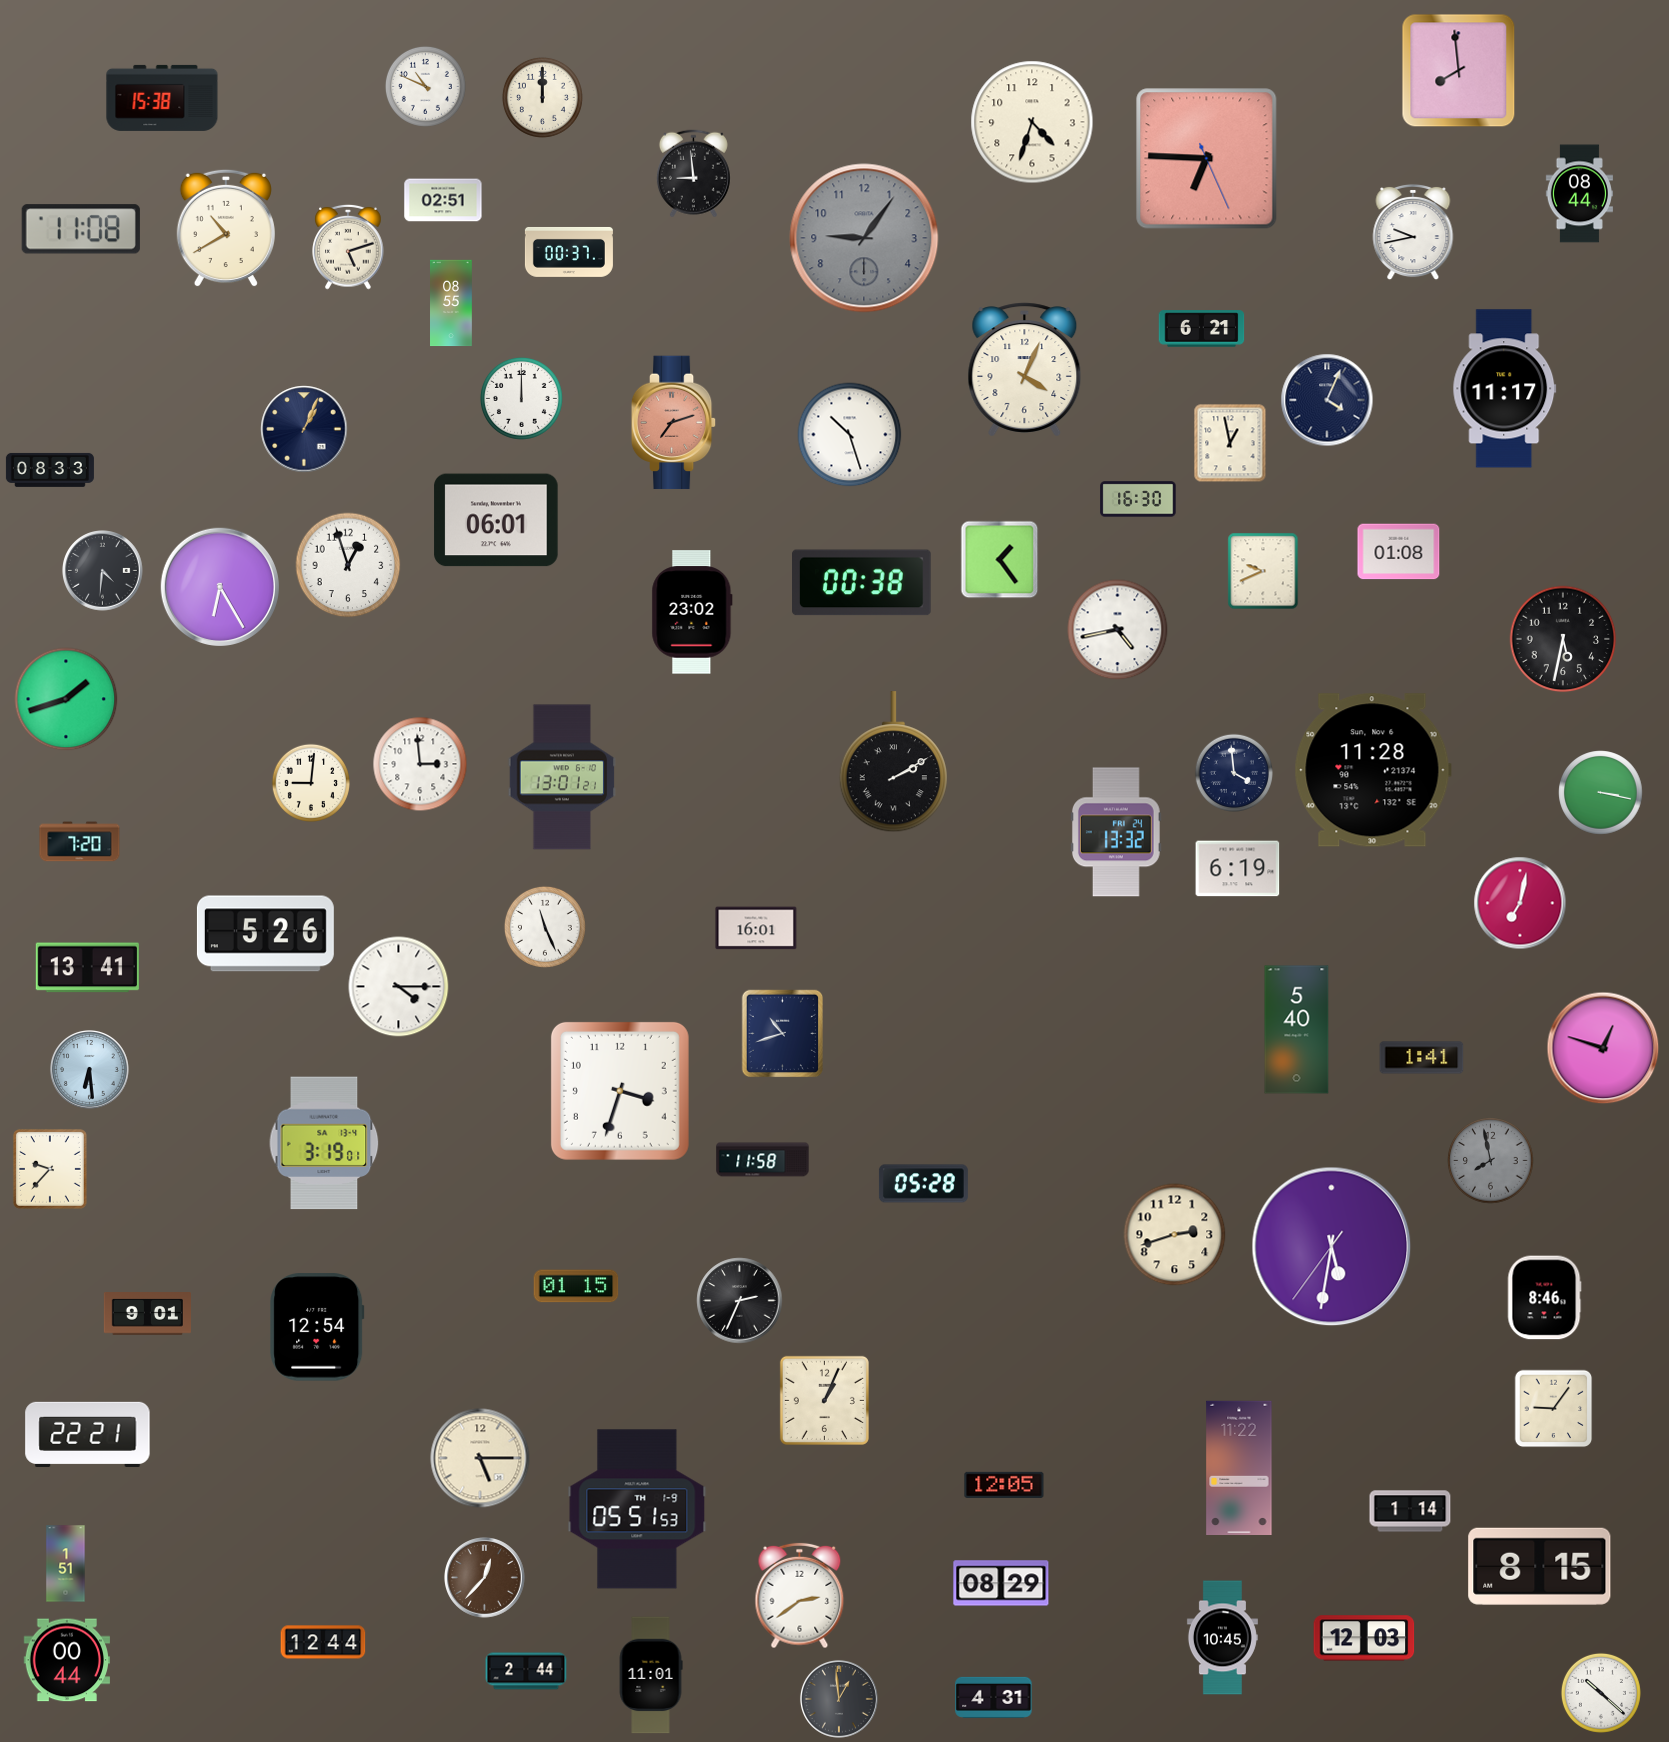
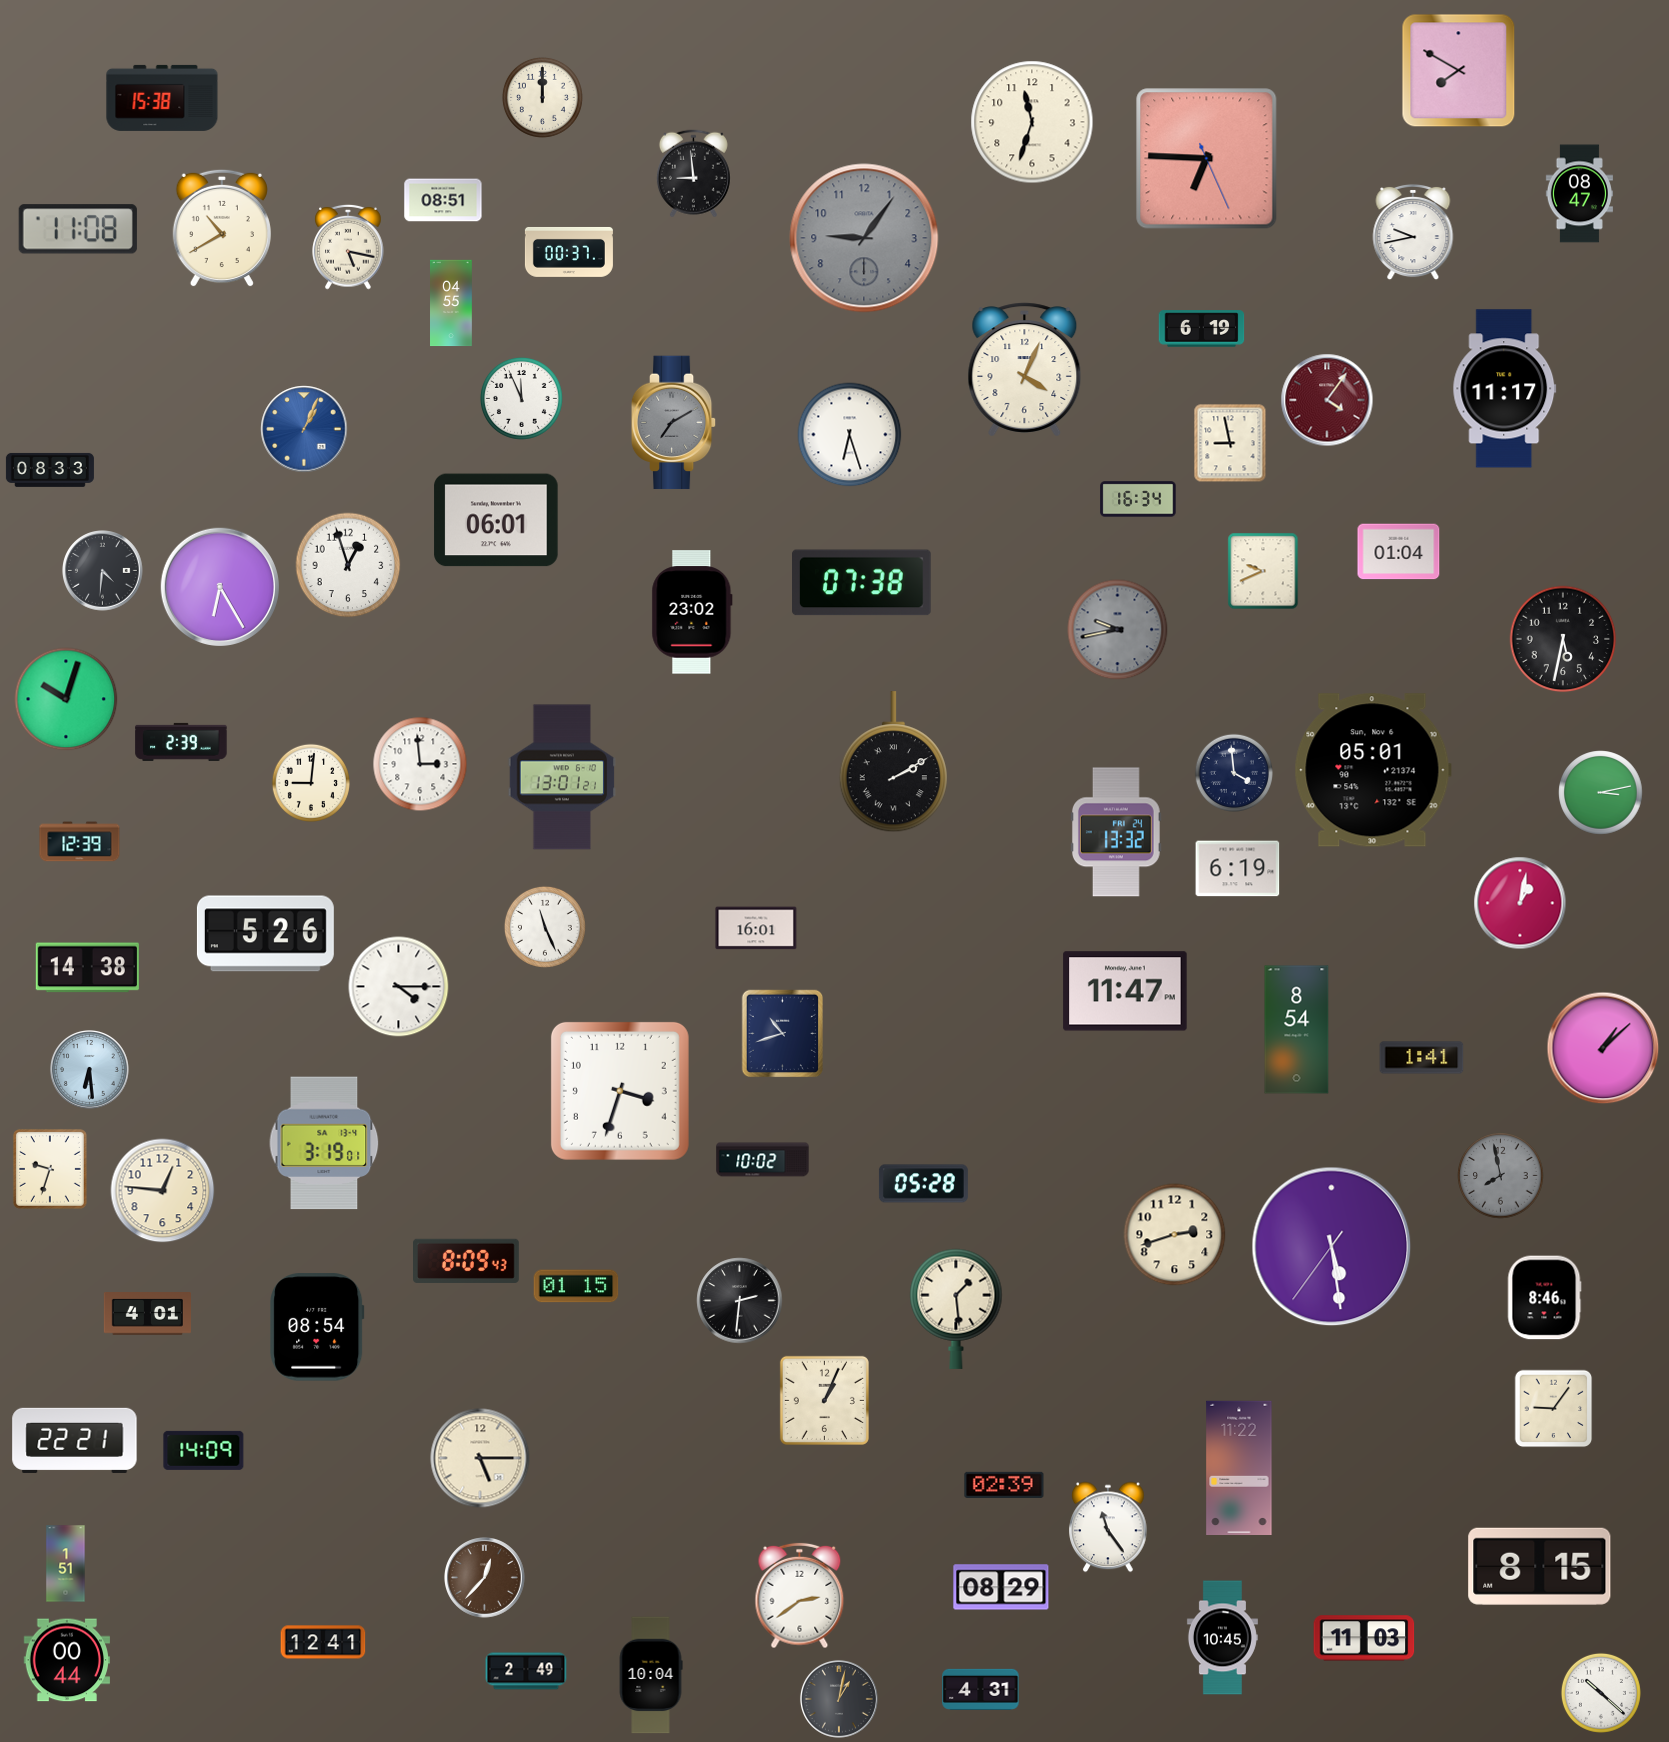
clock at (1459, 71): 7:59 -> 7:50
clock at (425, 86): 10:49 -> none
clock at (1032, 122): 4:33 -> 11:33
clock at (1579, 194): 08:44 -> 08:47
clock at (443, 200): 02:51 -> 08:51
clock at (226, 228) position: (226, 228) -> (222, 228)
clock at (81, 229) position: (81, 229) -> (78, 229)
clock at (348, 247): 5:12 -> 5:17
clock at (452, 303): 08:55 -> 04:55
clock at (1202, 329): 6:21 -> 6:19
clock at (521, 398): 12:00 -> 11:56
clock at (1327, 400): 4:04 -> 4:06
clock at (1327, 400) dial: navy -> burgundy
clock at (674, 423): 7:12 -> 7:10
clock at (674, 423) dial: salmon -> grey
clock at (304, 429) dial: navy -> blue
clock at (850, 435): 10:27 -> 6:27
clock at (1230, 443): 12:58 -> 8:58
clock at (1138, 499): 16:30 -> 16:34
clock at (1399, 552): 01:08 -> 01:04
clock at (1000, 560): 1:24 -> none
clock at (862, 583): 00:38 -> 07:38
clock at (1118, 630): 4:43 -> 9:43
clock at (1118, 630) dial: white -> grey
clock at (66, 699): 1:42 -> 10:03
clock at (181, 742): none -> 2:39
clock at (1373, 770): 11:28 -> 05:01
clock at (1601, 793): 3:17 -> 3:13
clock at (80, 842): 7:20 -> 12:39
clock at (1520, 903): 7:02 -> 1:02
clock at (87, 968): 13:41 -> 14:38
clock at (1125, 991): none -> 11:47
clock at (1297, 1030): 5:40 -> 8:54
clock at (1603, 1048): 12:48 -> 1:08
clock at (763, 1160): 11:58 -> 10:02
clock at (1491, 1161) position: (1491, 1161) -> (1501, 1176)
clock at (50, 1169): 9:37 -> 9:33
clock at (163, 1191): none -> 12:46
clock at (1332, 1247): 5:31 -> 5:28
clock at (467, 1261): none -> 8:09
clock at (740, 1301): 2:34 -> 2:31
clock at (956, 1309): none -> 1:29
clock at (147, 1314): 9:01 -> 4:01
clock at (317, 1327): 12:54 -> 08:54
clock at (88, 1434) position: (88, 1434) -> (75, 1440)
clock at (204, 1450): none -> 14:09
clock at (1004, 1485): 12:05 -> 02:39
clock at (637, 1509): 05:51 -> none
clock at (1410, 1511): 1:14 -> none
clock at (1108, 1527): none -> 11:24
clock at (1001, 1583) position: (1001, 1583) -> (1001, 1587)
clock at (1364, 1638): 12:03 -> 11:03
clock at (323, 1642): 12:44 -> 12:41
clock at (526, 1671): 2:44 -> 2:49
clock at (651, 1675): 11:01 -> 10:04
clock at (994, 1697) position: (994, 1697) -> (981, 1689)
clock at (839, 1699): 12:59 -> 1:02
